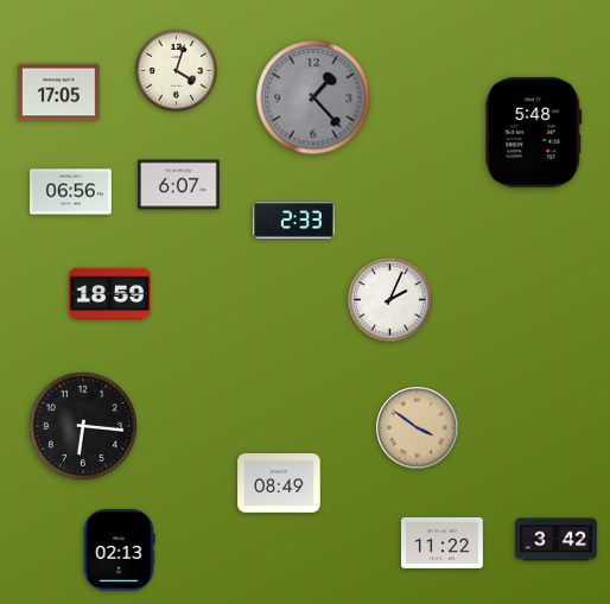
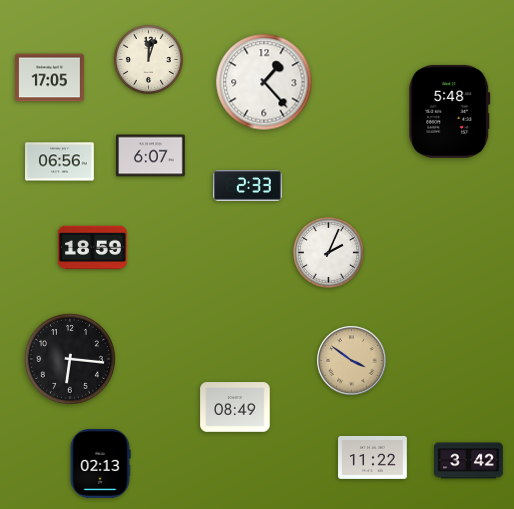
clock at (176, 70): 4:03 -> 12:03
clock at (313, 97) dial: grey -> white
clock at (557, 540) position: (557, 540) -> (469, 461)
